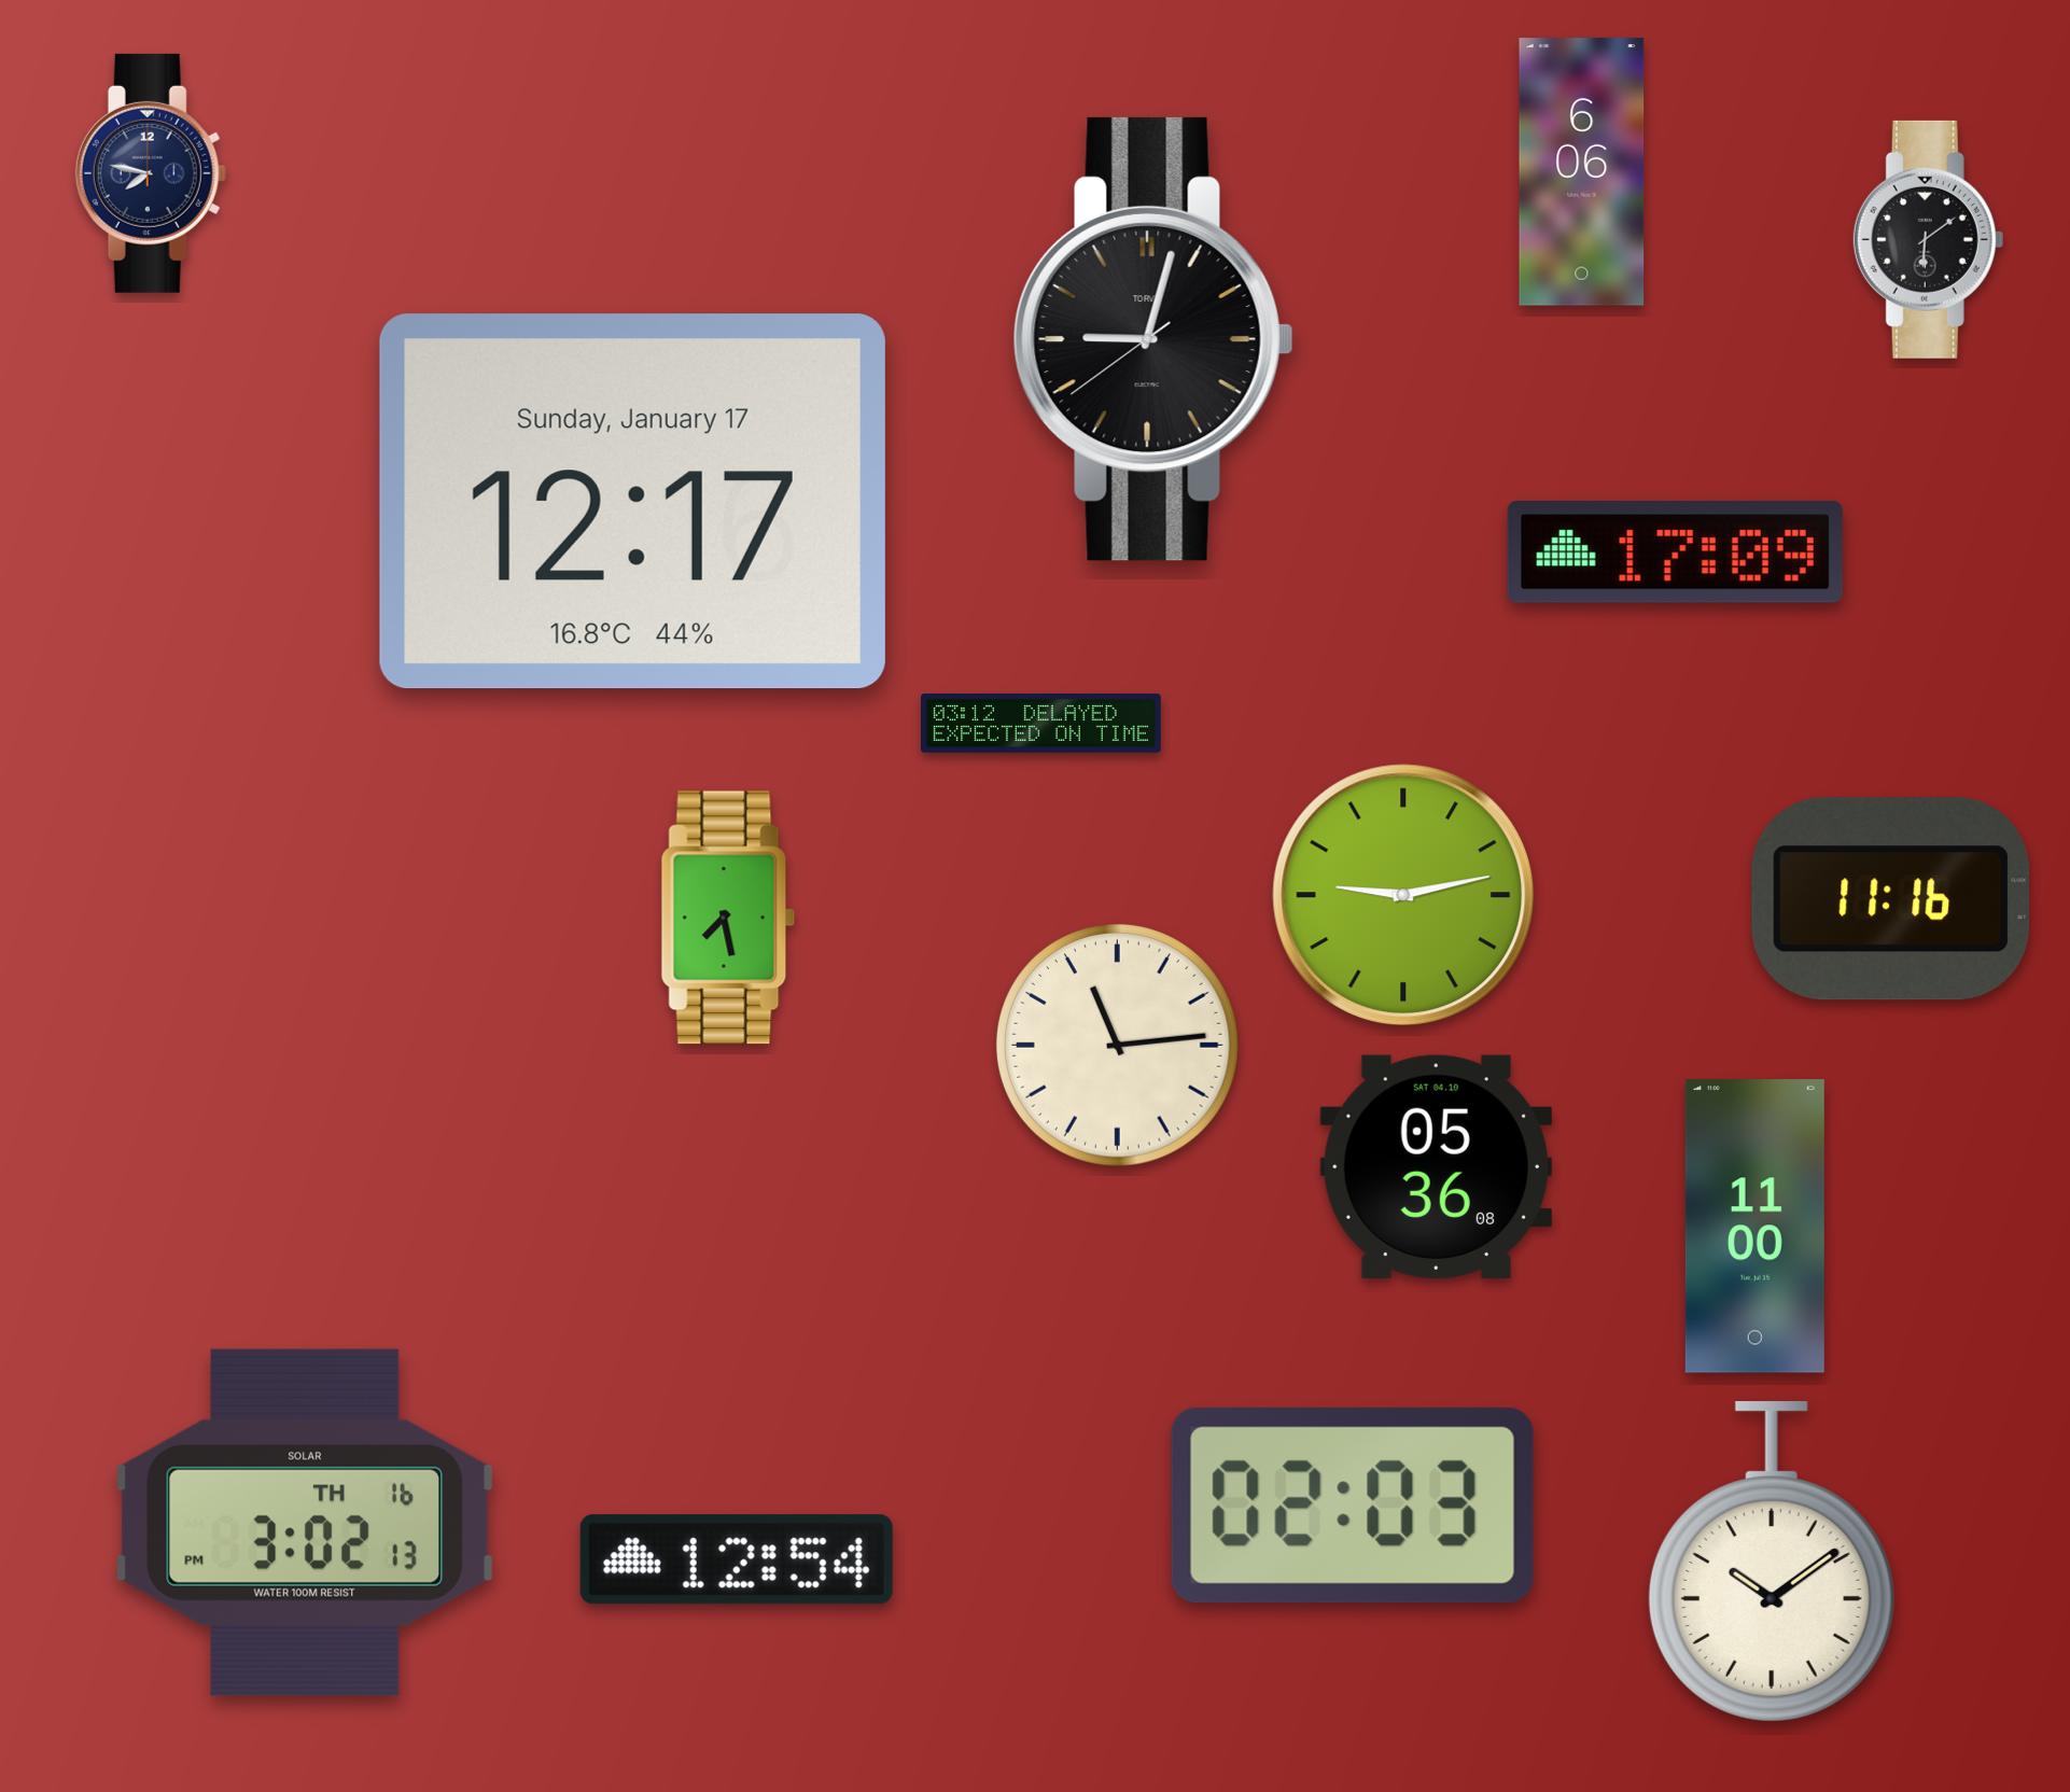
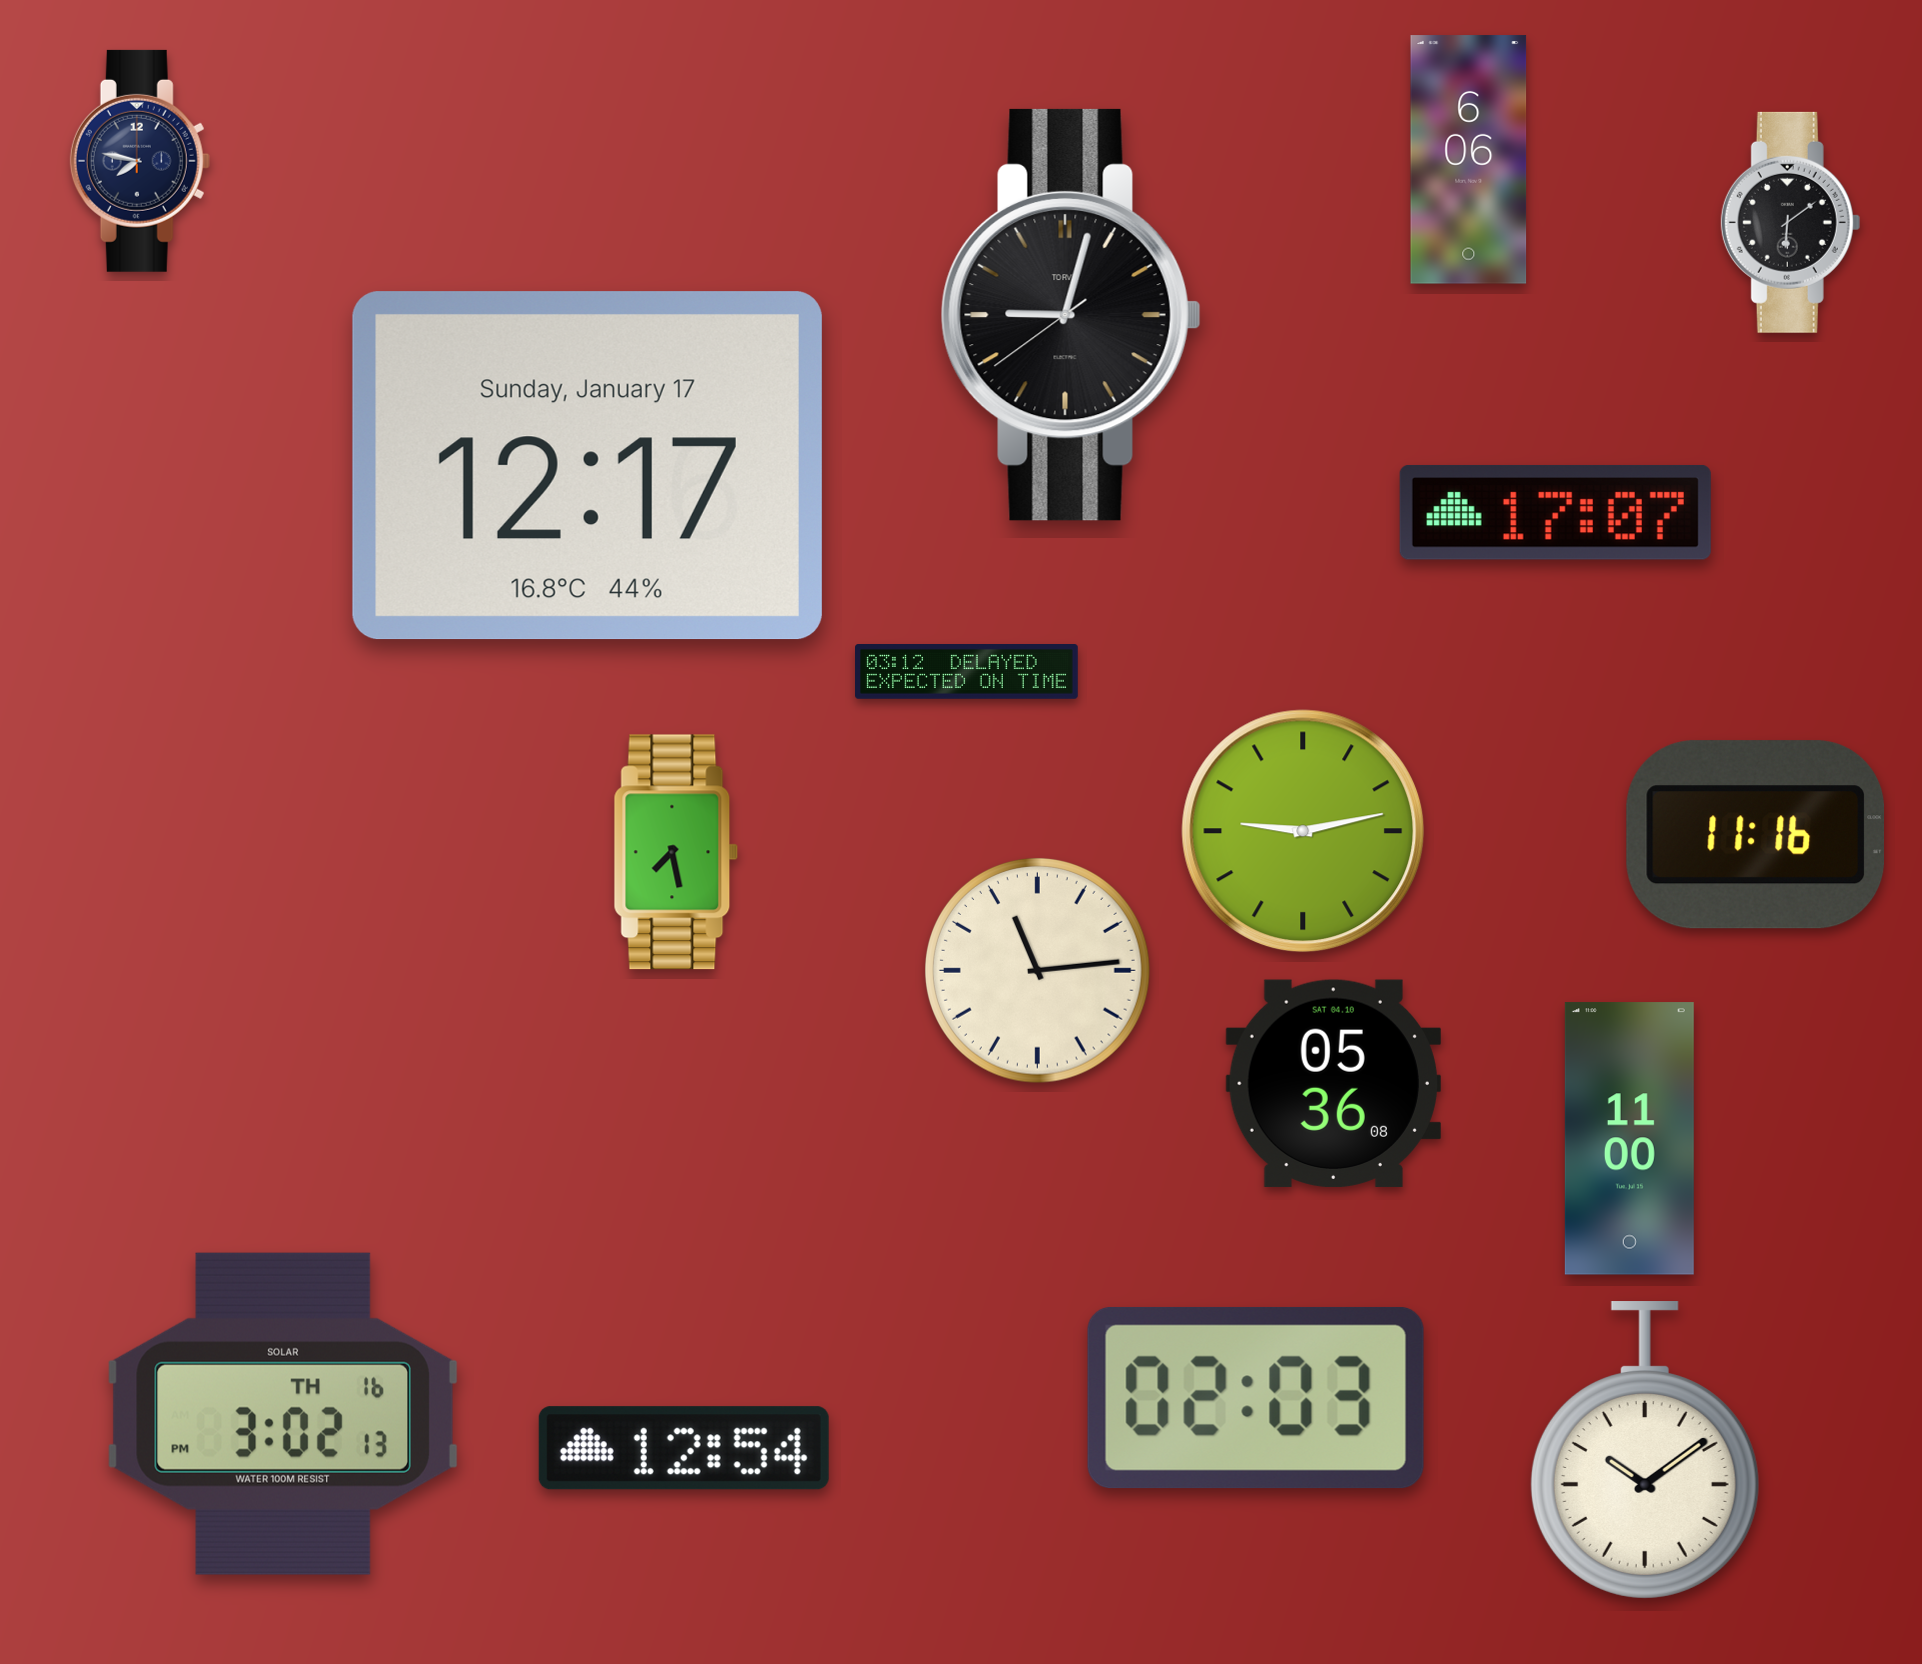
clock at (1675, 551): 17:09 -> 17:07
